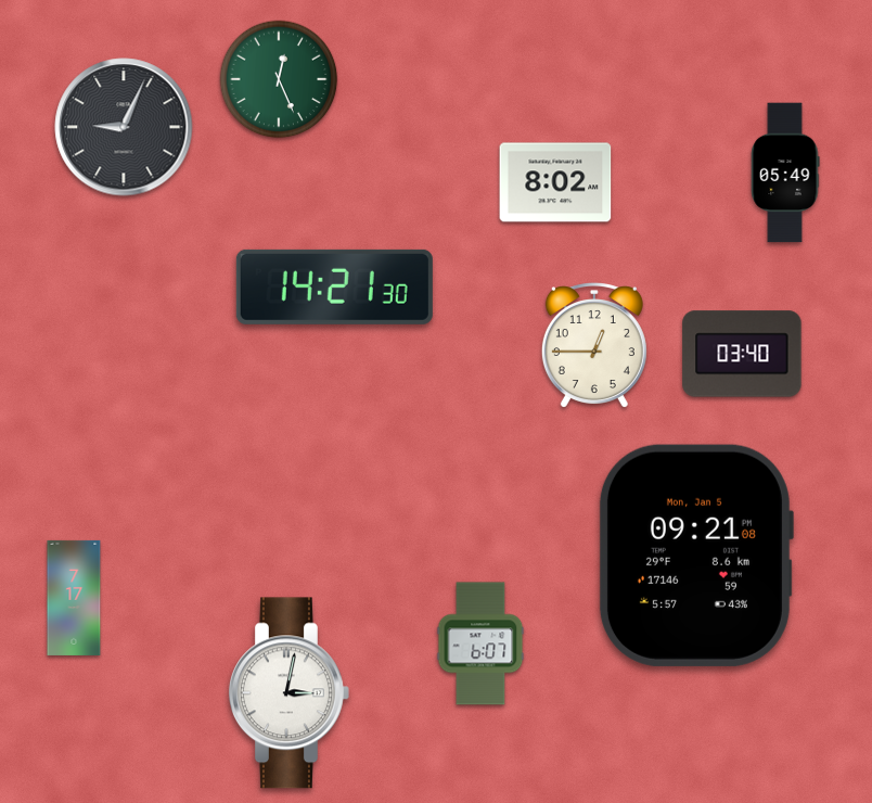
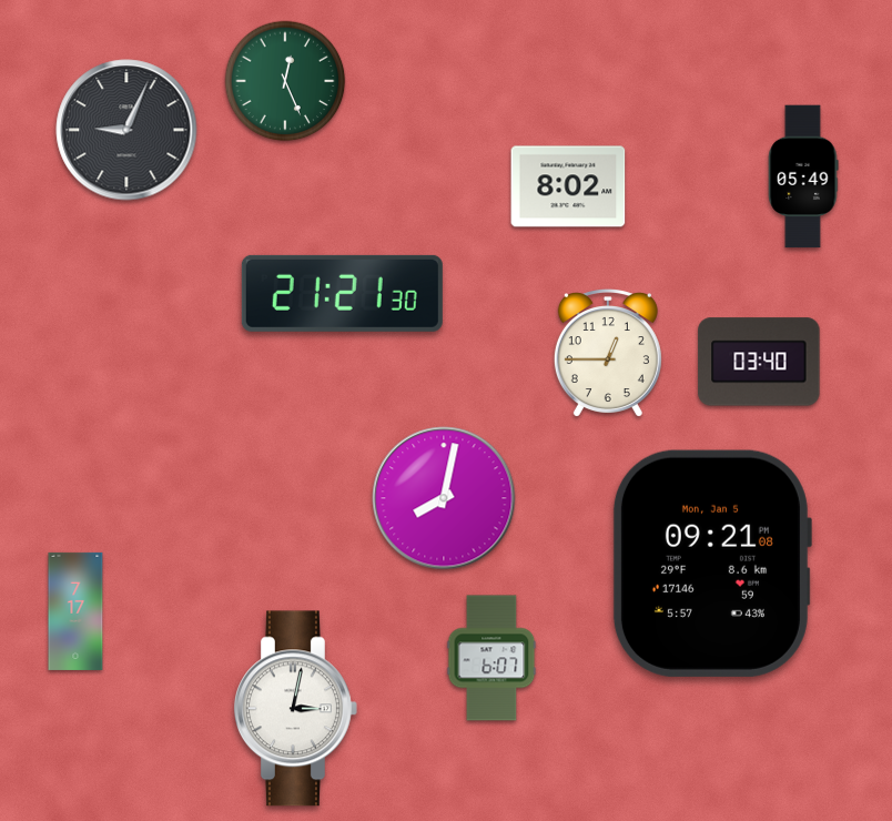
clock at (334, 286): 14:21 -> 21:21
clock at (444, 498): none -> 8:02
clock at (695, 556) position: (695, 556) -> (711, 564)
